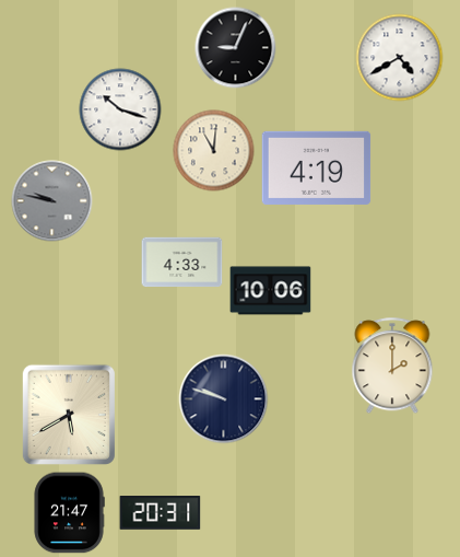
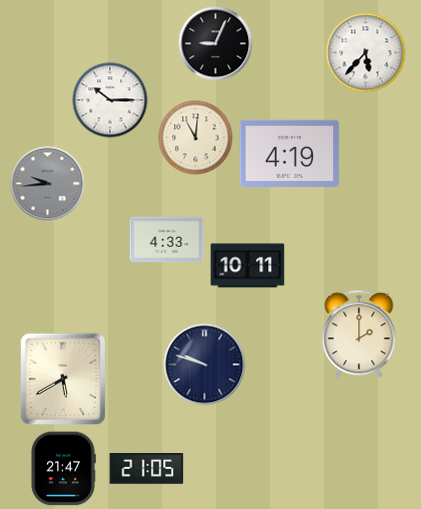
clock at (400, 58): 4:40 -> 5:37
clock at (120, 109): 10:18 -> 10:15
clock at (52, 201): 9:47 -> 9:44
clock at (271, 291): 10:06 -> 10:11
clock at (161, 513): 20:31 -> 21:05
